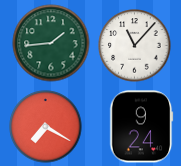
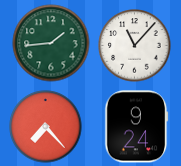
clock at (46, 127): 7:20 -> 7:23
clock at (142, 127) position: (142, 127) -> (137, 127)
